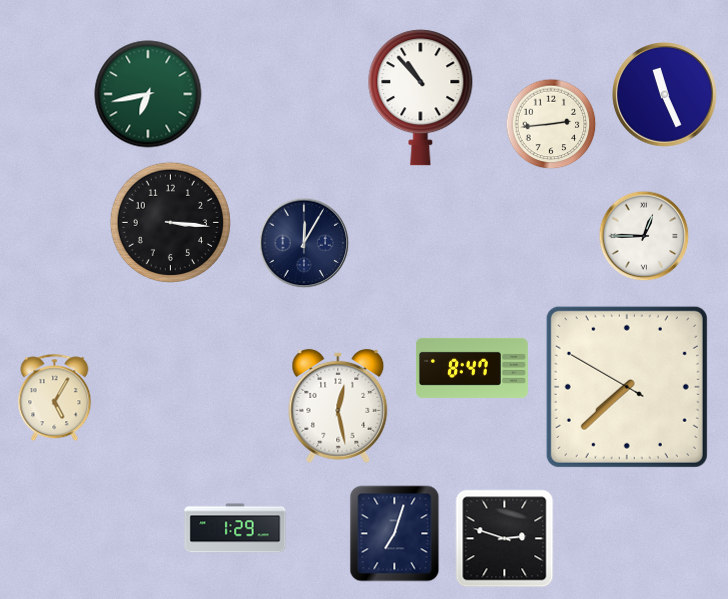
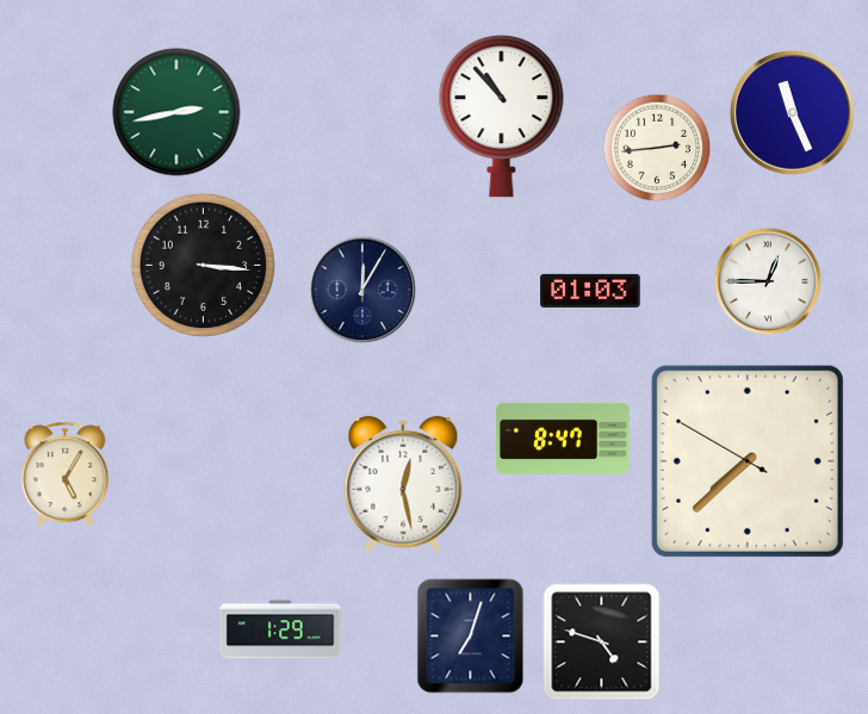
clock at (148, 94): 6:43 -> 2:43
clock at (590, 291): none -> 01:03
clock at (505, 539): 2:48 -> 4:48
